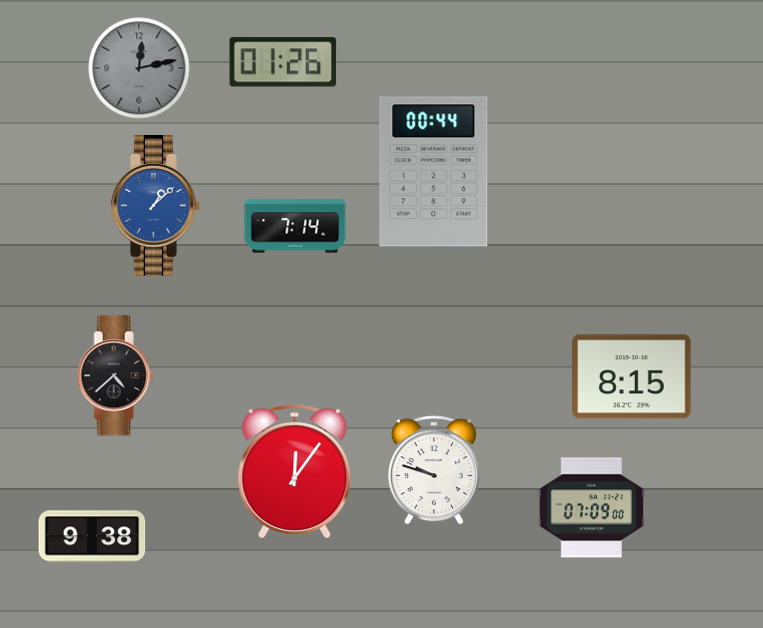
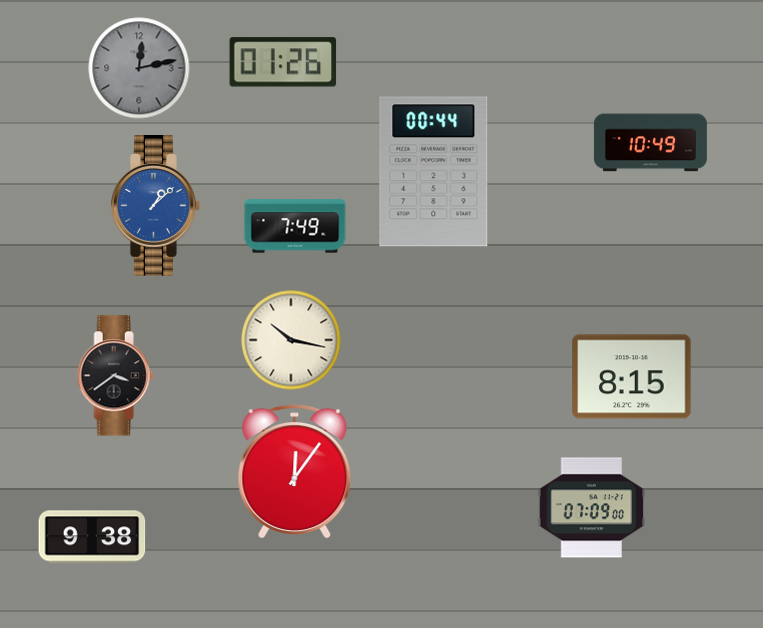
clock at (650, 143): none -> 10:49
clock at (295, 226): 7:14 -> 7:49
clock at (291, 340): none -> 10:17
clock at (115, 376): 4:38 -> 3:39
clock at (434, 470): 9:48 -> none
